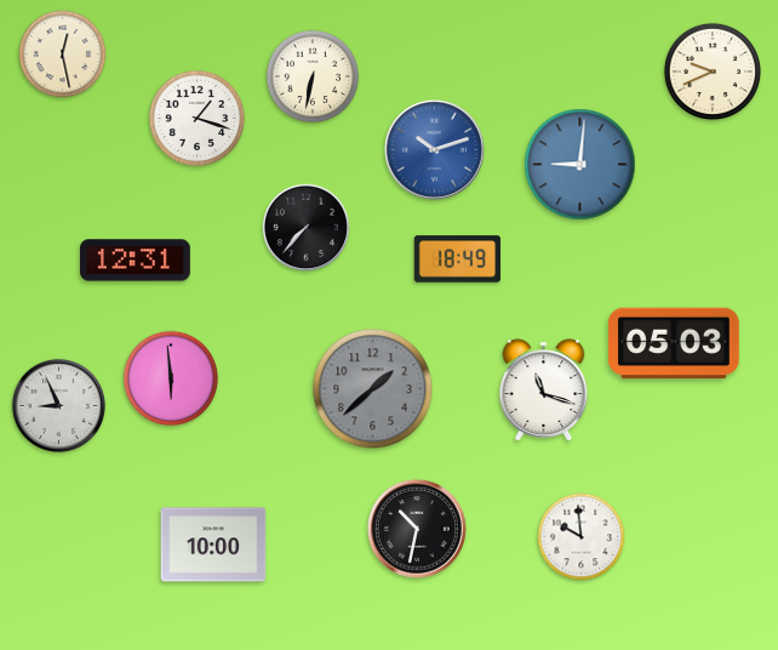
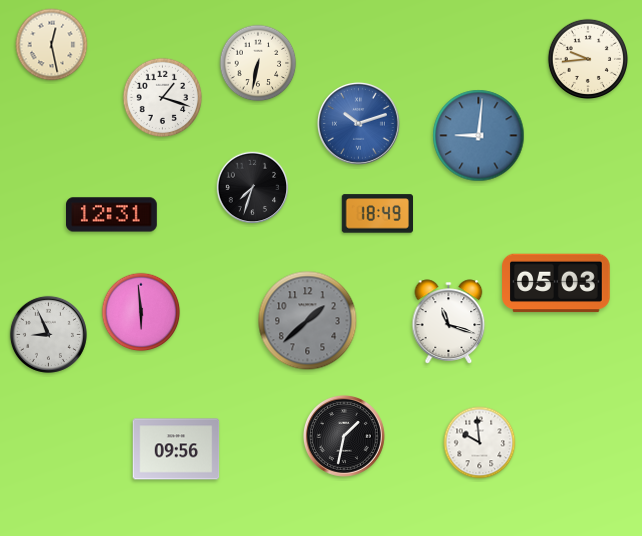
clock at (711, 70): 9:41 -> 9:44
clock at (307, 228): 7:37 -> 7:33
clock at (417, 529): 10:32 -> 1:32
clock at (213, 544): 10:00 -> 09:56
